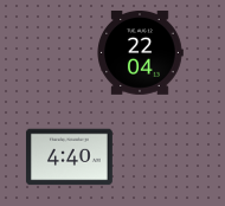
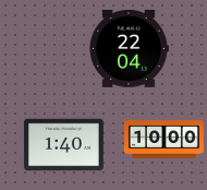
clock at (163, 140): none -> 10:00
clock at (69, 157): 4:40 -> 1:40
